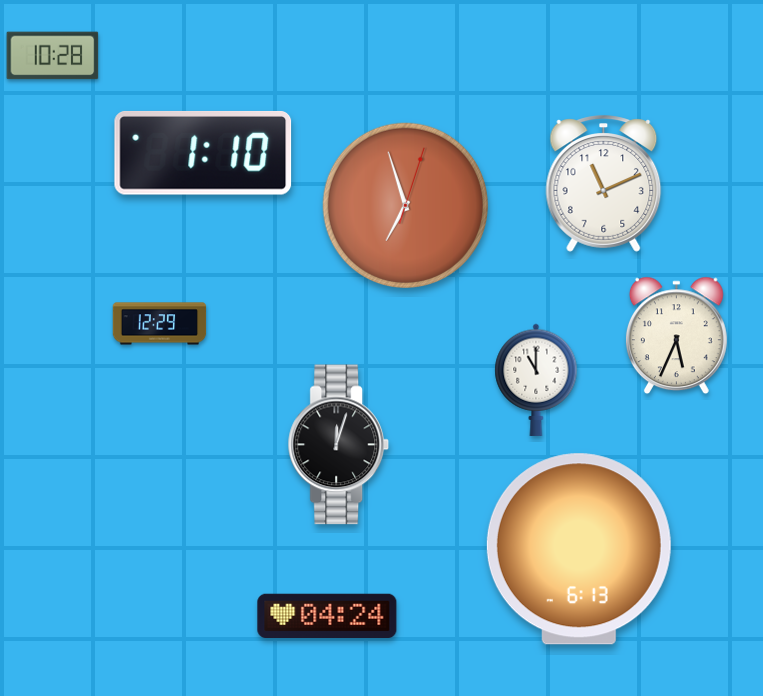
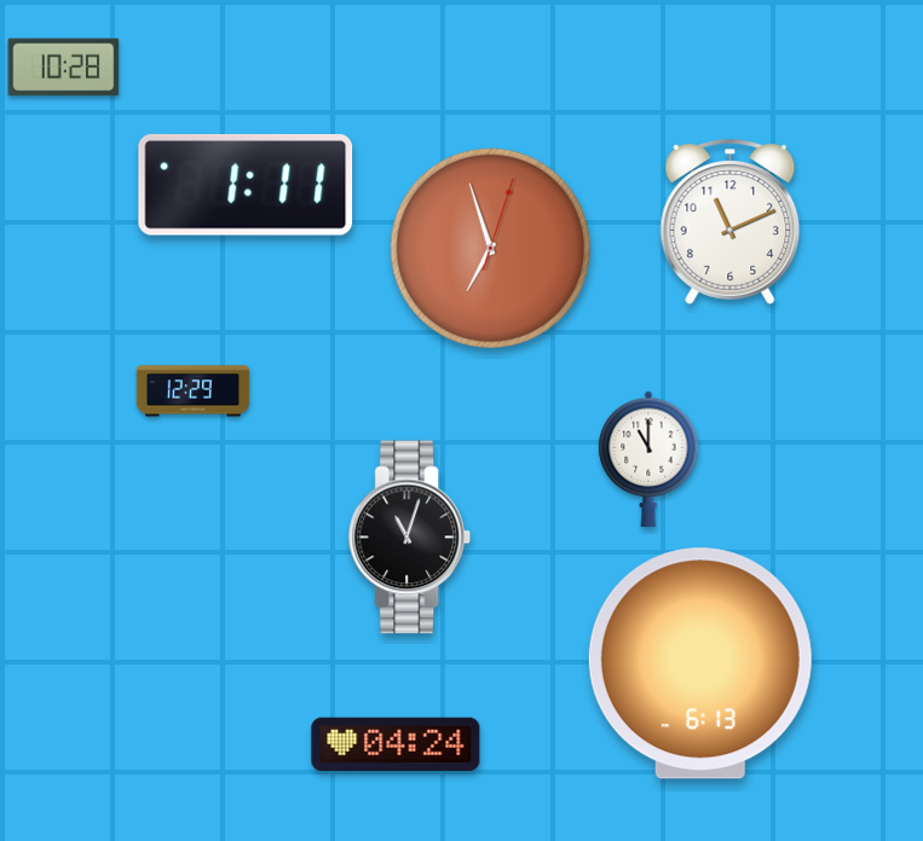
clock at (203, 153): 1:10 -> 1:11
clock at (676, 336): 5:34 -> none
clock at (339, 445): 12:03 -> 11:03
